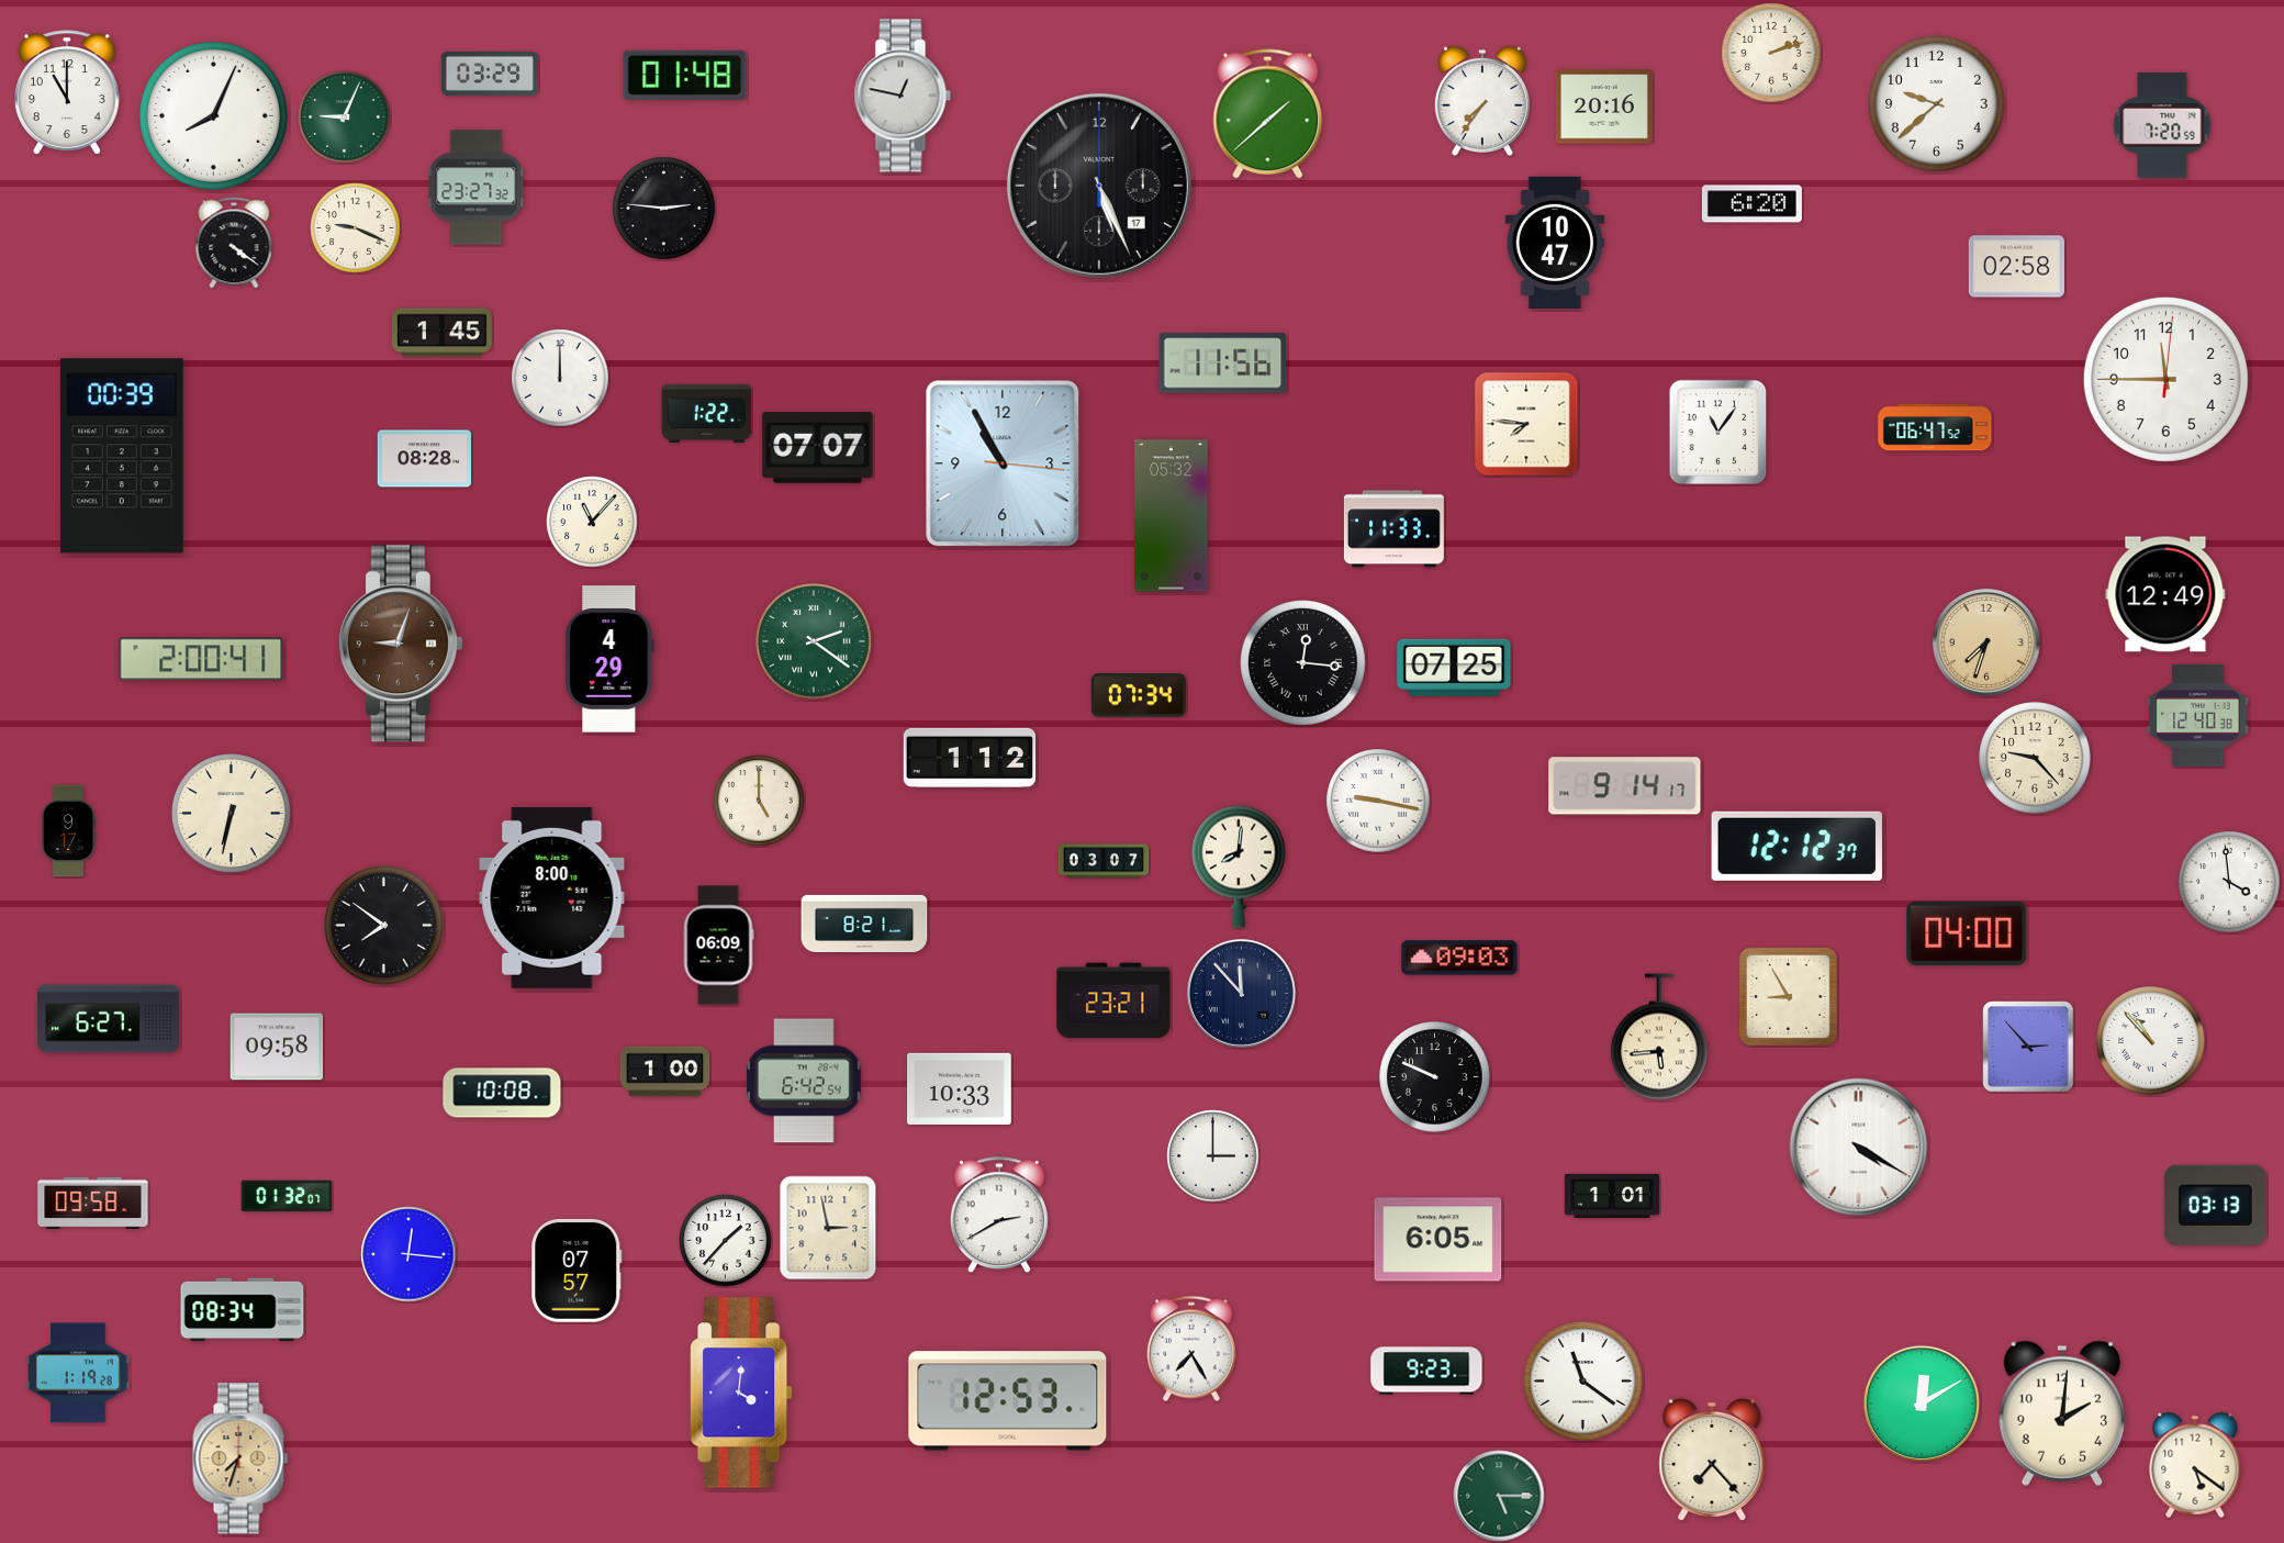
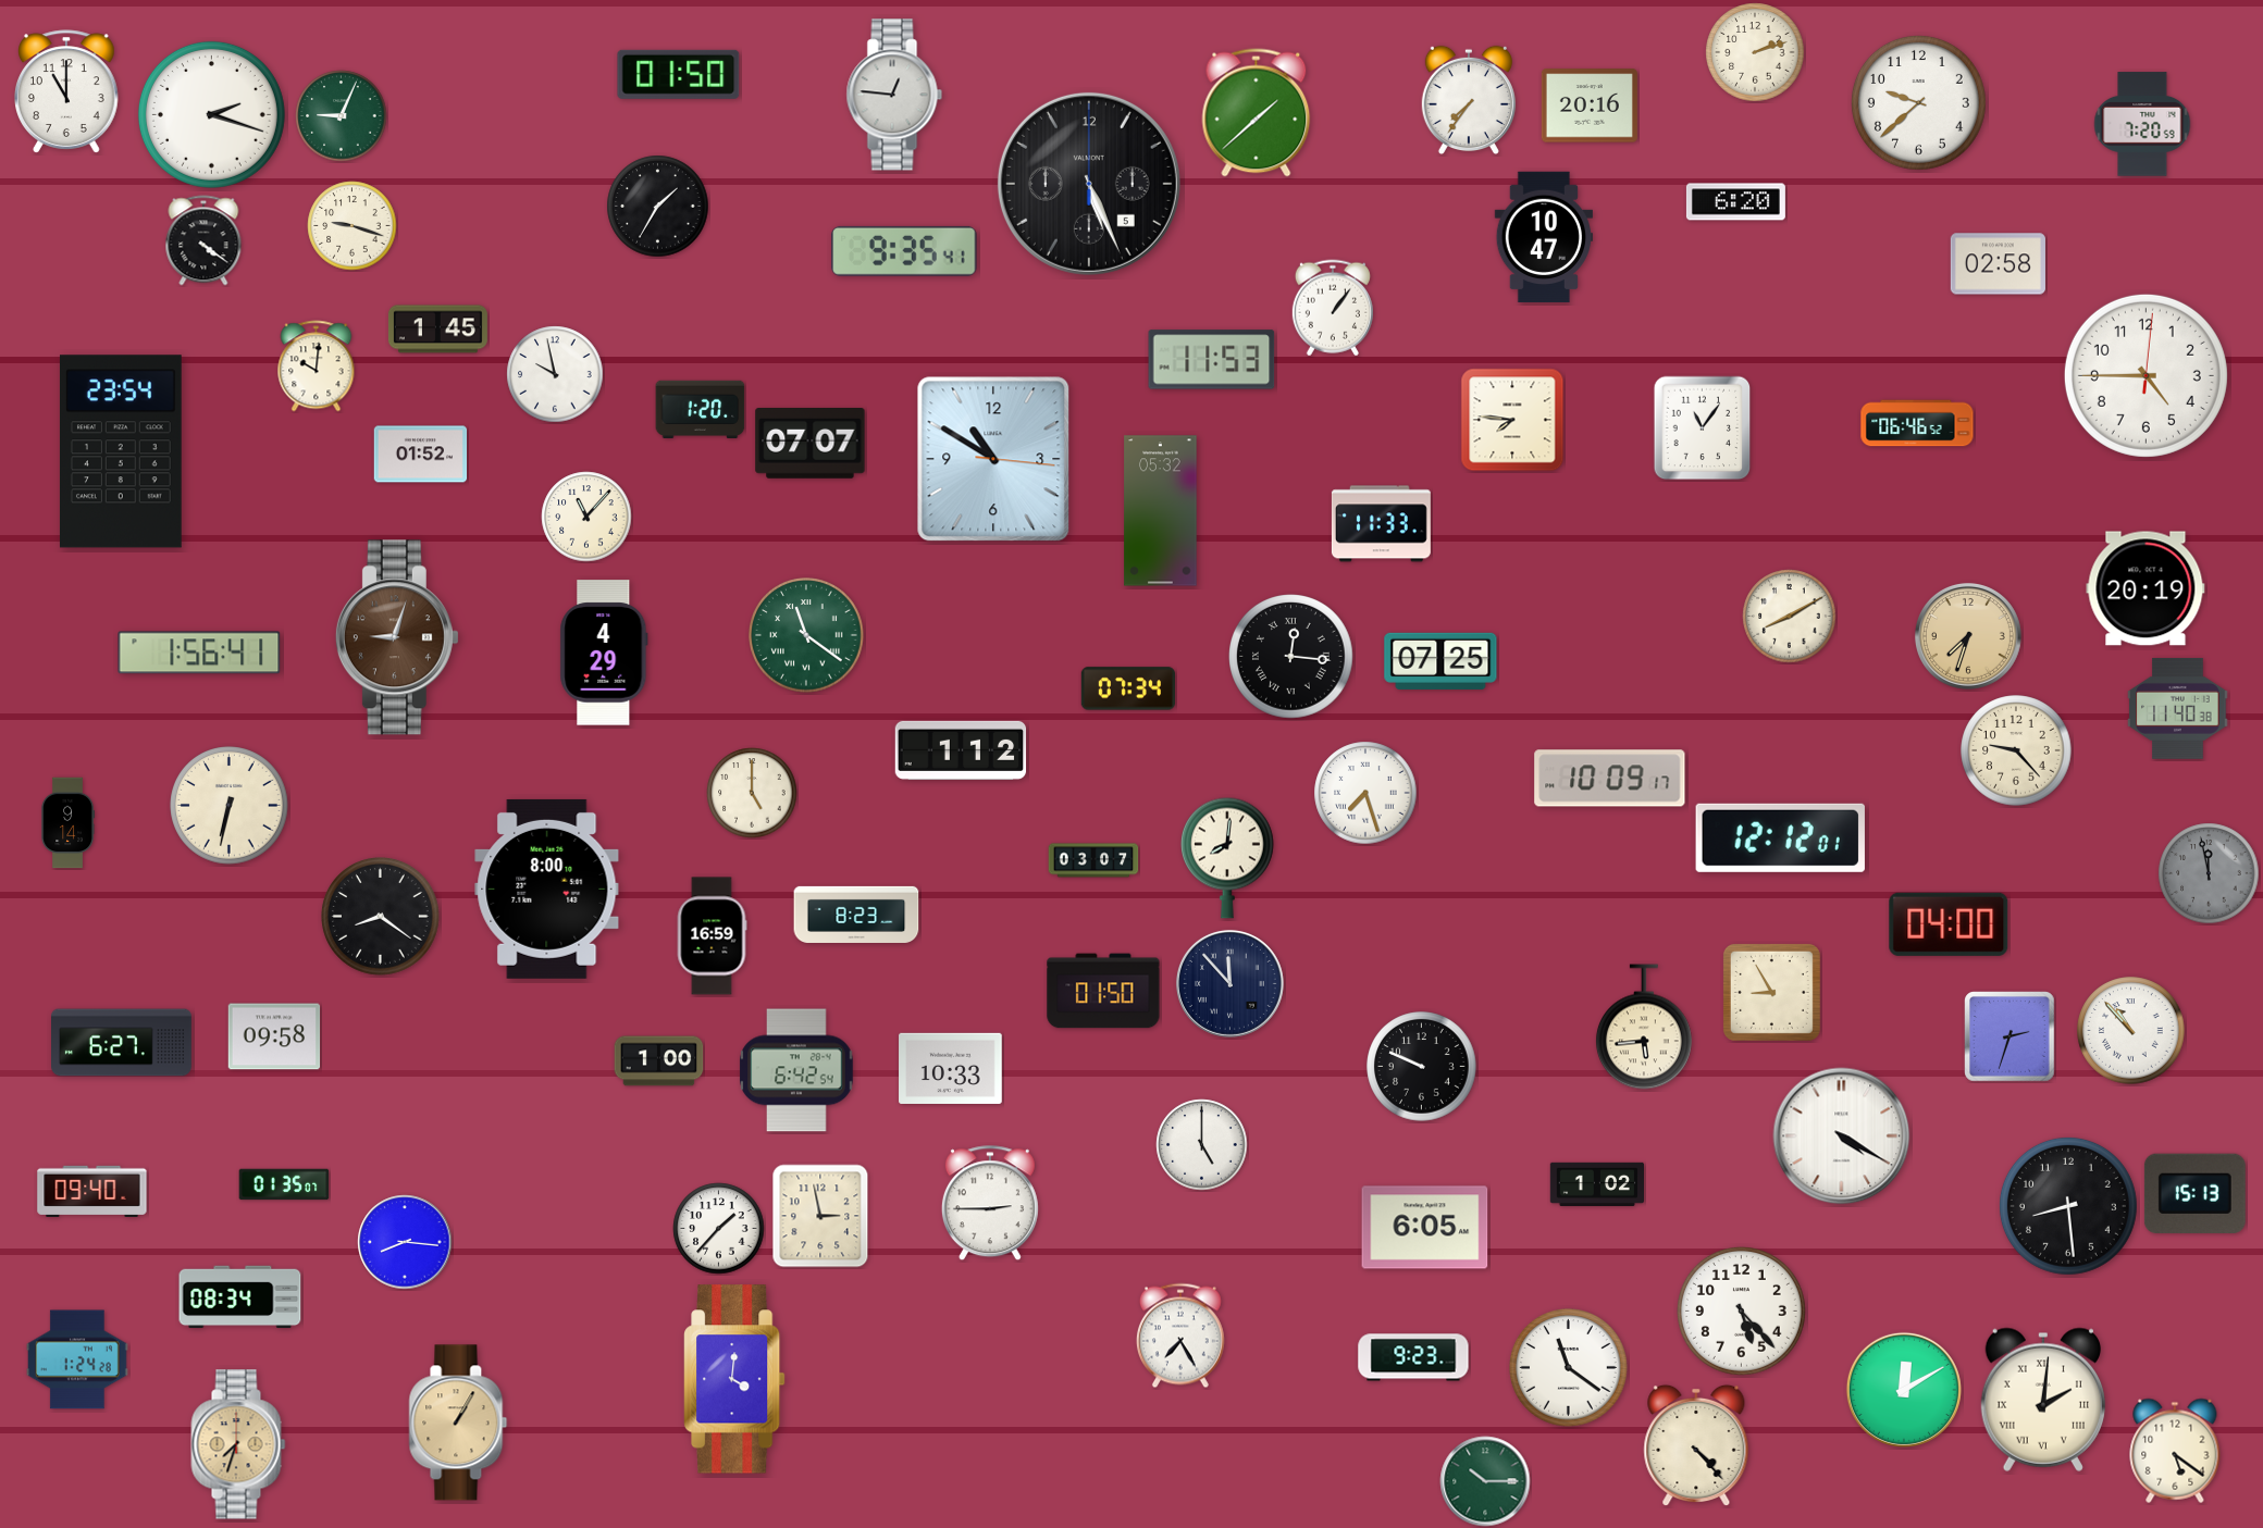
clock at (490, 74): 03:29 -> none
clock at (685, 75): 01:48 -> 01:50
clock at (903, 96): 12:47 -> 12:46
clock at (213, 115): 8:04 -> 2:18
clock at (1099, 186) date: 17 -> 5
clock at (477, 188): 23:27 -> none
clock at (664, 209): 2:46 -> 1:35
clock at (356, 228): 9:19 -> 9:18
clock at (234, 243) position: (234, 243) -> (203, 240)
clock at (1554, 243) position: (1554, 243) -> (1543, 237)
clock at (904, 251): none -> 9:35
clock at (1333, 308): none -> 1:06
clock at (1223, 364): 11:56 -> 11:53
clock at (317, 367): none -> 10:01
clock at (560, 378): 12:00 -> 9:58
clock at (2165, 379): 11:45 -> 4:45
clock at (707, 413): 1:22 -> 1:20
clock at (1935, 427): 06:47 -> 06:46
clock at (122, 456): 00:39 -> 23:54
clock at (425, 459): 08:28 -> 01:52
clock at (1003, 463): 10:55 -> 10:50
clock at (2165, 594): 12:49 -> 20:19
clock at (1790, 617): none -> 8:10
clock at (814, 641): 2:21 -> 11:21
clock at (201, 659): 2:00 -> 1:56
clock at (2198, 715): 12:40 -> 11:40
clock at (1625, 786): 9:14 -> 10:09
clock at (1378, 801): 9:17 -> 7:27
clock at (68, 831): 9:17 -> 9:14
clock at (1796, 846): 12:12:37 -> 12:12:01
clock at (1104, 861) position: (1104, 861) -> (1093, 860)
clock at (2229, 882): 3:59 -> 11:58
clock at (2229, 882) dial: white -> grey
clock at (864, 924): 8:21 -> 8:23
clock at (384, 926): 7:51 -> 8:21
clock at (718, 946): 06:09 -> 16:59
clock at (1459, 958): 09:03 -> none
clock at (1788, 996) position: (1788, 996) -> (1771, 992)
clock at (1113, 1000): 23:21 -> 01:50
clock at (109, 1019) position: (109, 1019) -> (122, 1043)
clock at (2028, 1047): 2:53 -> 2:33
clock at (960, 1088) position: (960, 1088) -> (951, 1068)
clock at (502, 1093): 10:08 -> none
clock at (1213, 1156): 3:00 -> 5:00
clock at (1611, 1195): 1:01 -> 1:02
clock at (287, 1196): 01:32 -> 01:35
clock at (93, 1203): 09:58 -> 09:40
clock at (2215, 1205): 03:13 -> 15:13
clock at (999, 1216): 2:40 -> 2:45
clock at (2068, 1206): none -> 8:29
clock at (408, 1254): 12:16 -> 8:16
clock at (576, 1271): 07:57 -> none
clock at (1742, 1312): none -> 5:23
clock at (79, 1373): 1:19 -> 1:24
clock at (1008, 1401): 12:53 -> none
clock at (2062, 1413) numerals: Arabic -> Roman
clock at (458, 1423): none -> 1:05
clock at (1712, 1460): 7:23 -> 4:23
clock at (1499, 1496): 5:15 -> 10:15
